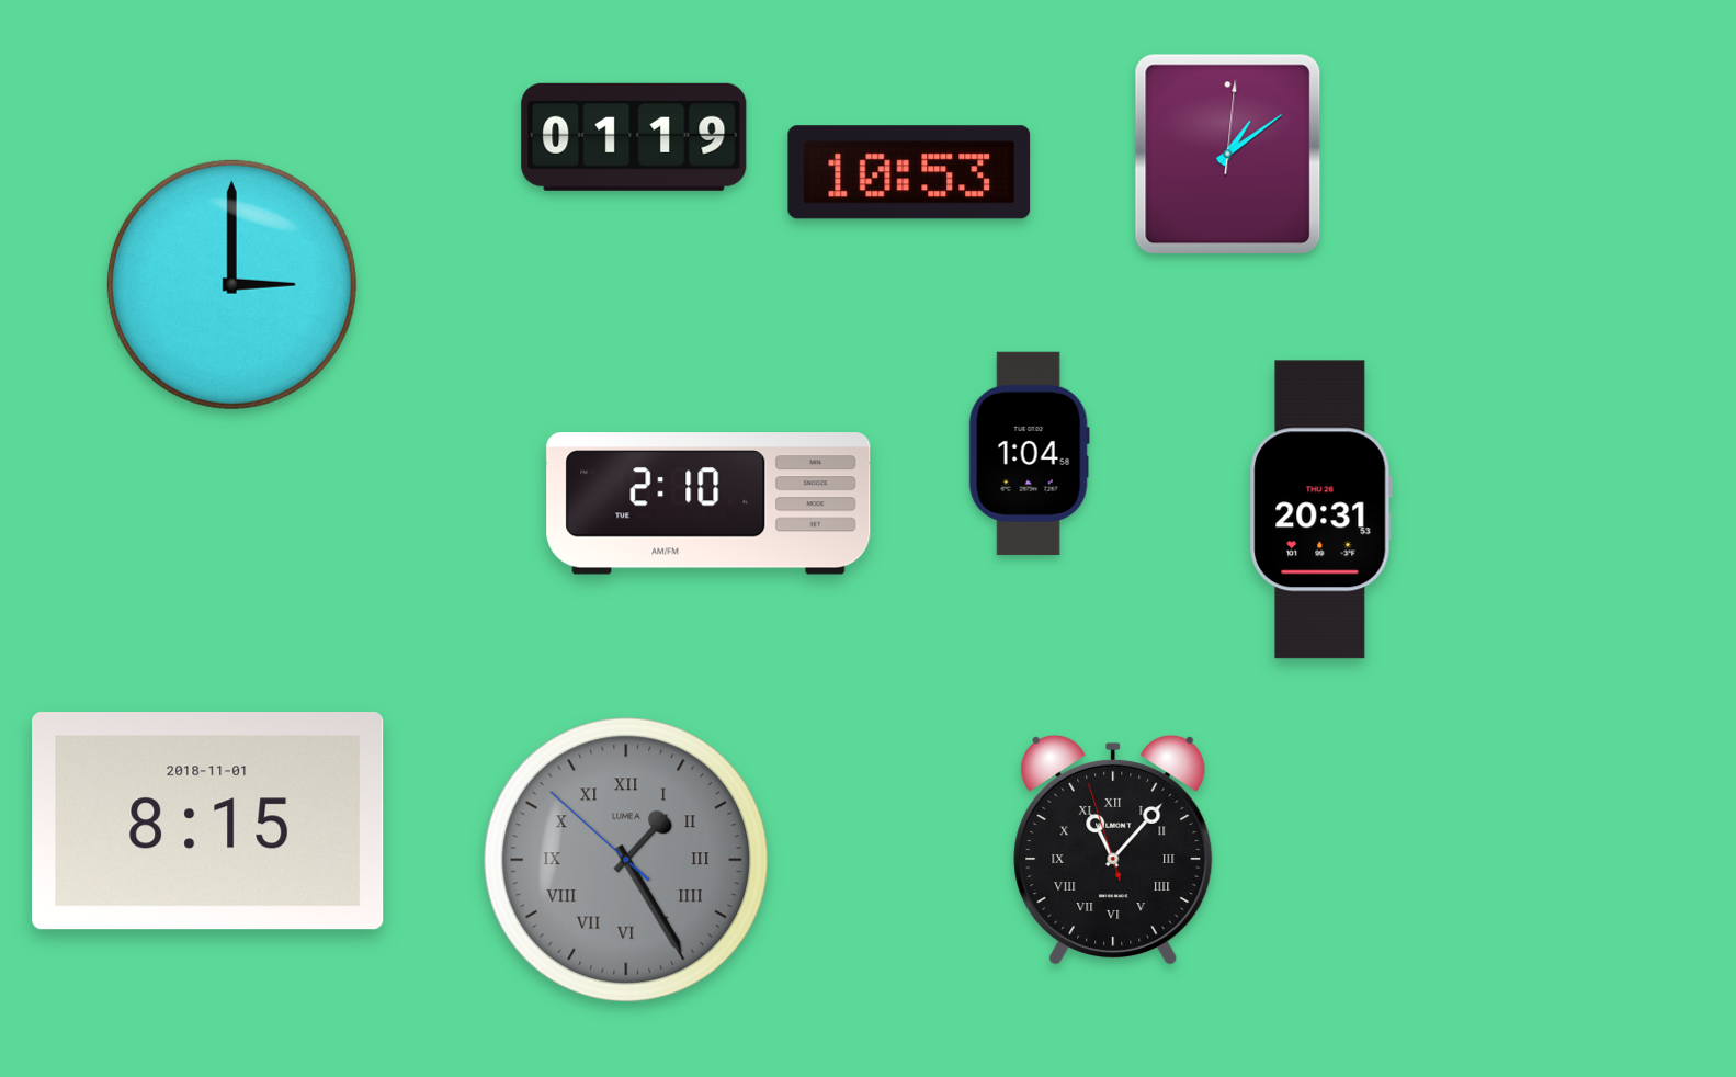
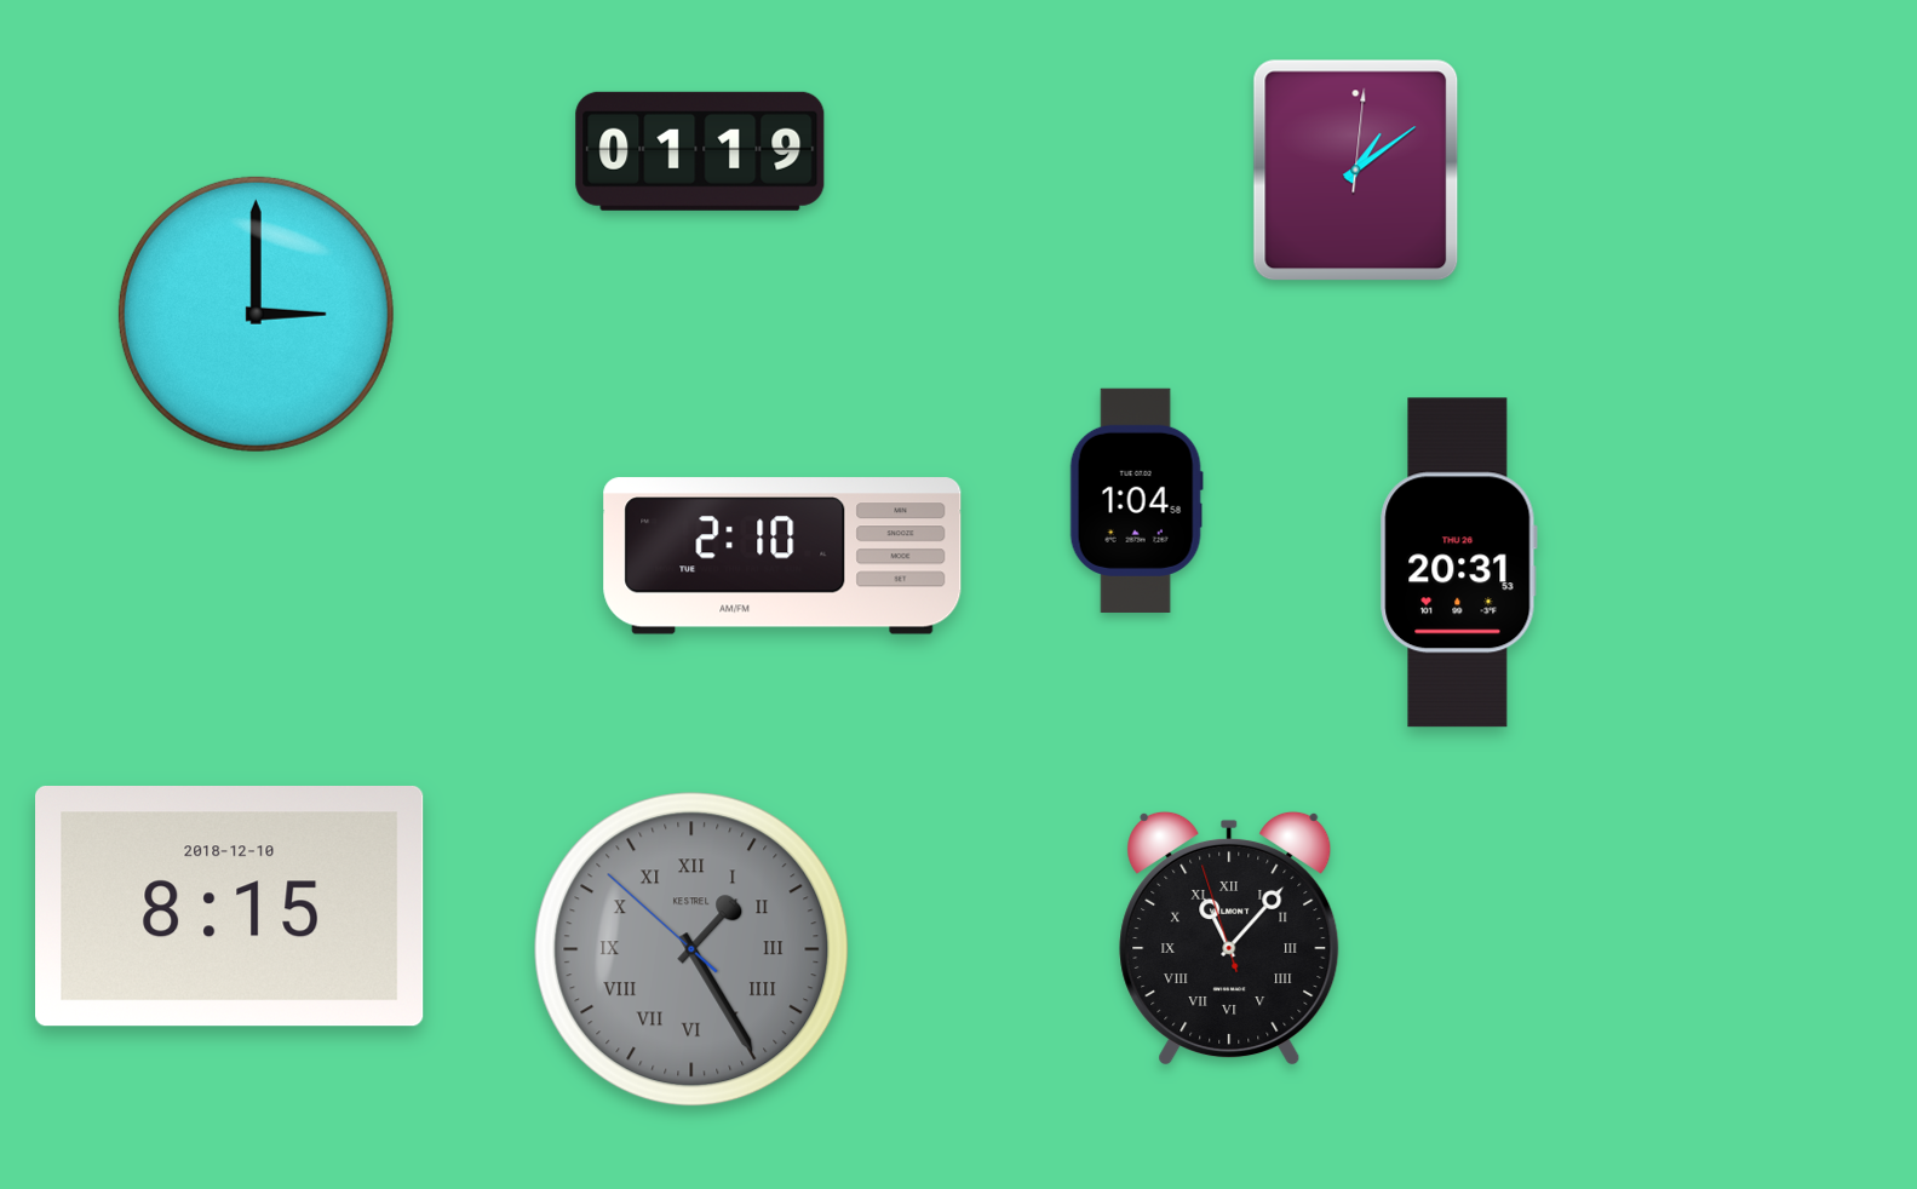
clock at (909, 172): 10:53 -> none
clock at (208, 821) date: 2018-11-01 -> 2018-12-10
clock at (626, 860) brand: LUMEA -> KESTREL
